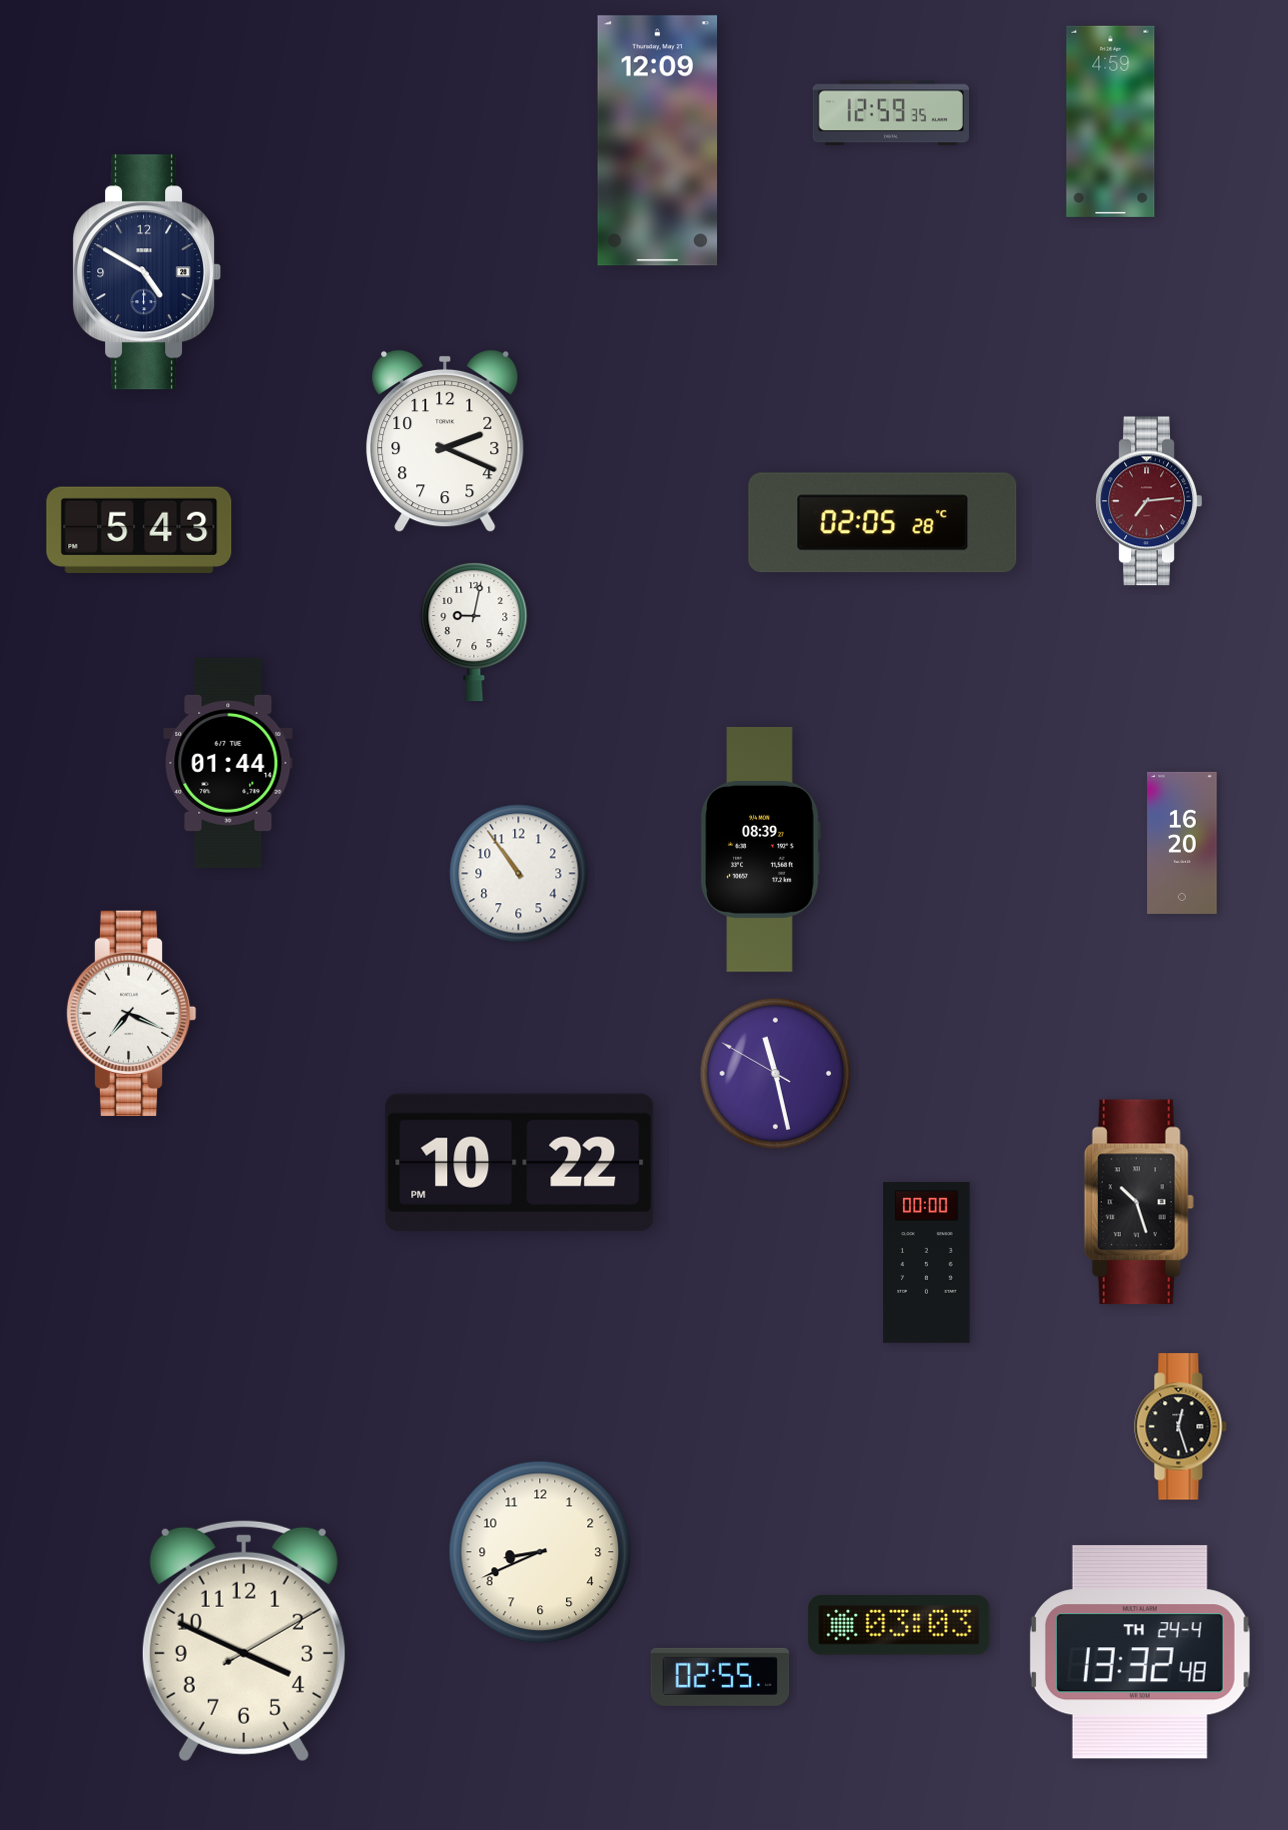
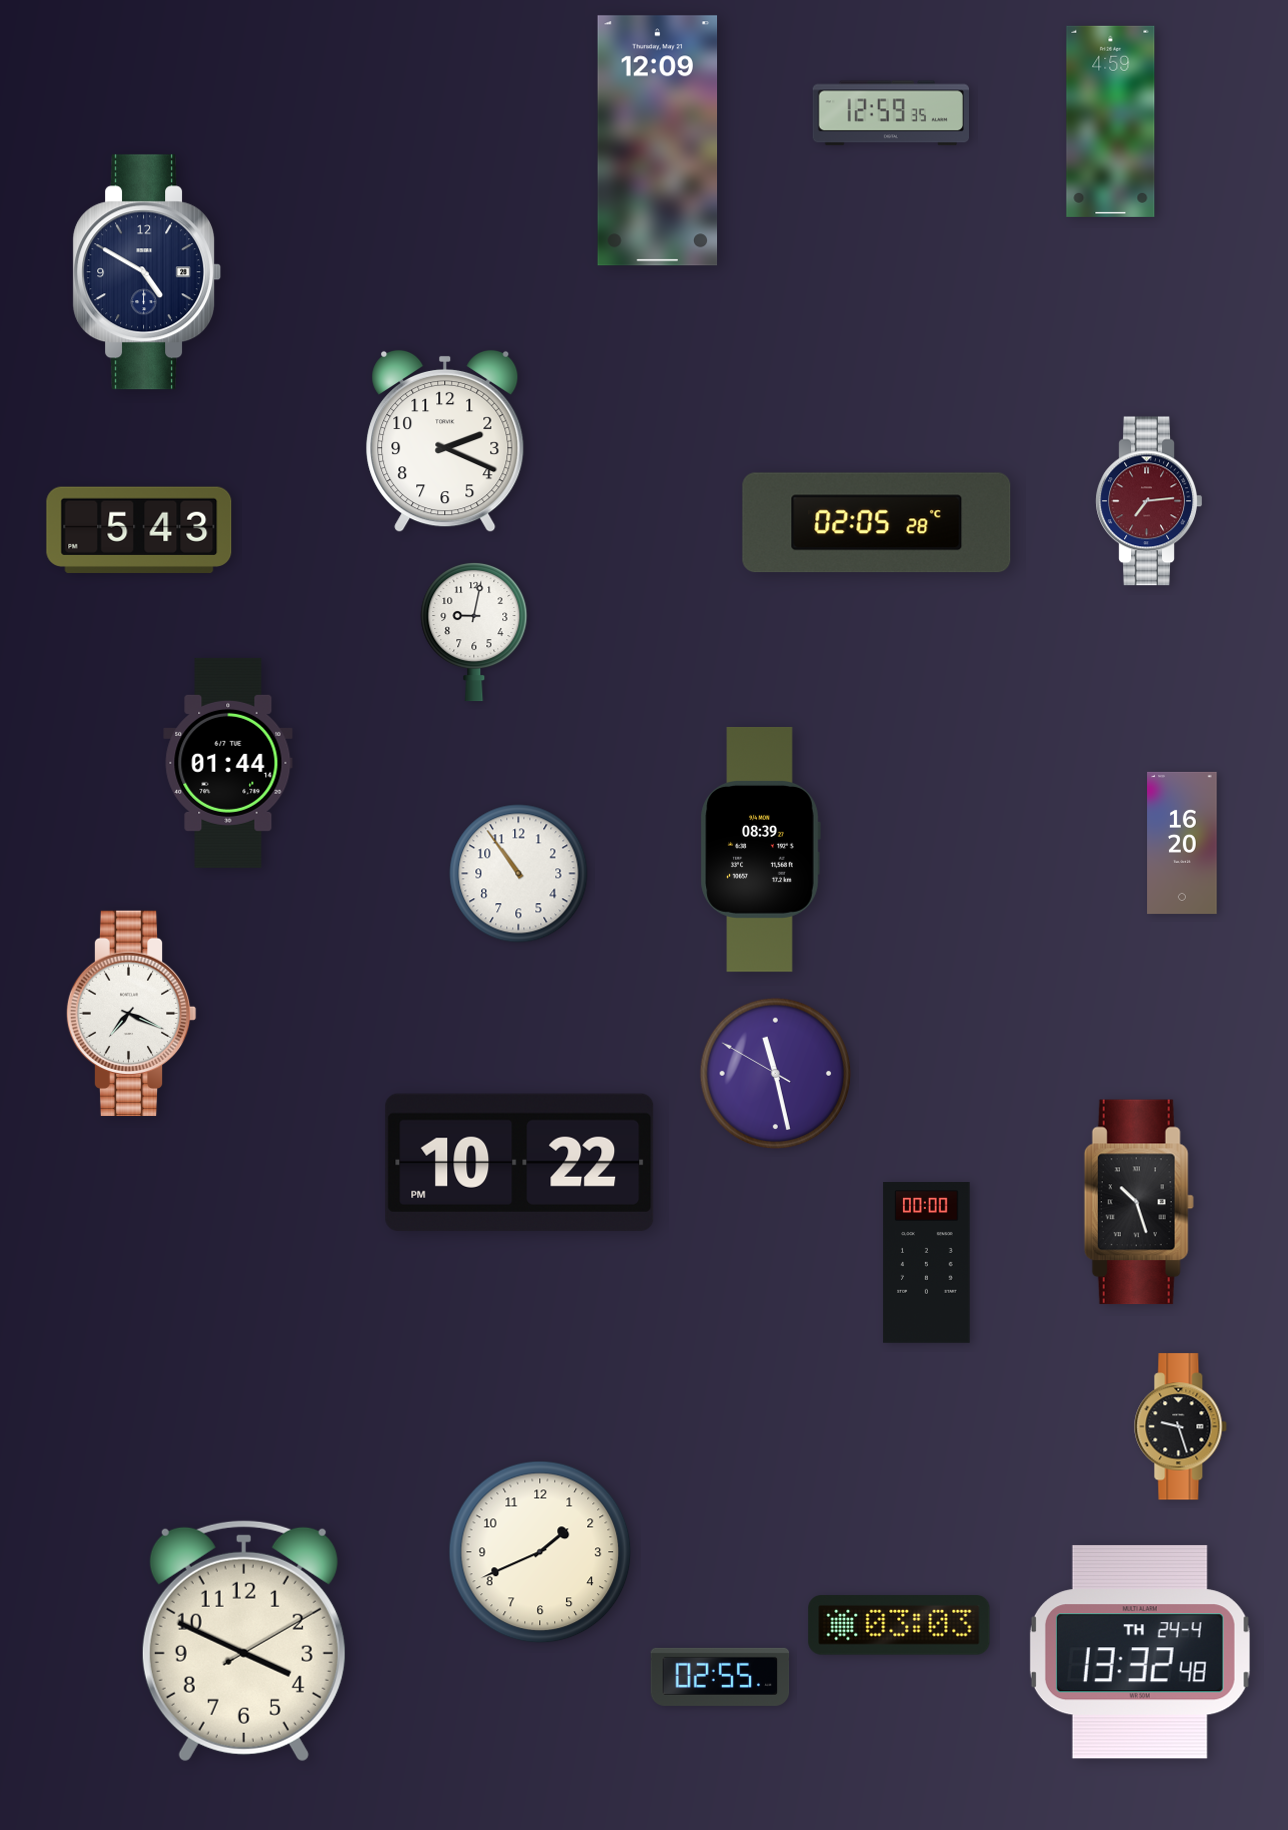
clock at (883, 523) position: (883, 523) -> (877, 523)
clock at (1181, 1427): 12:27 -> 9:27
clock at (540, 1552): 8:41 -> 1:41
